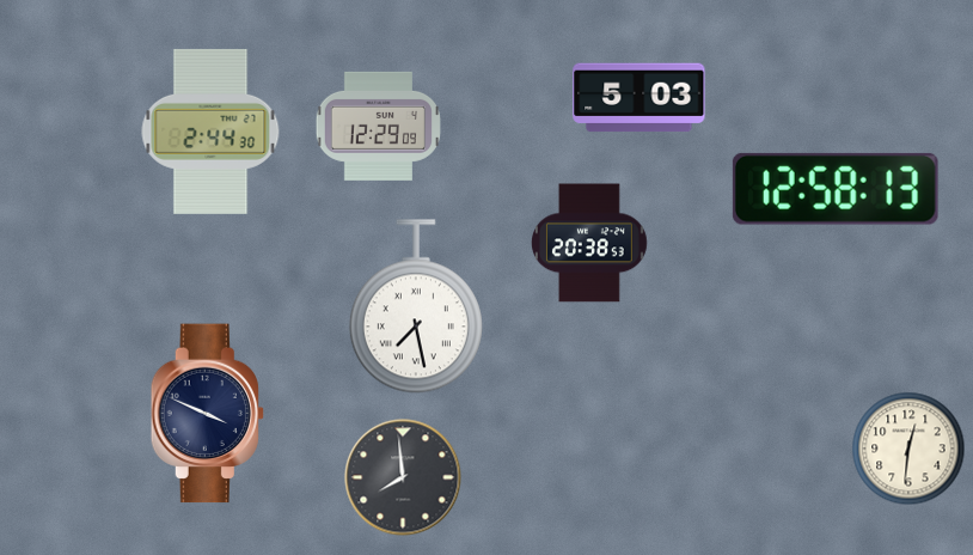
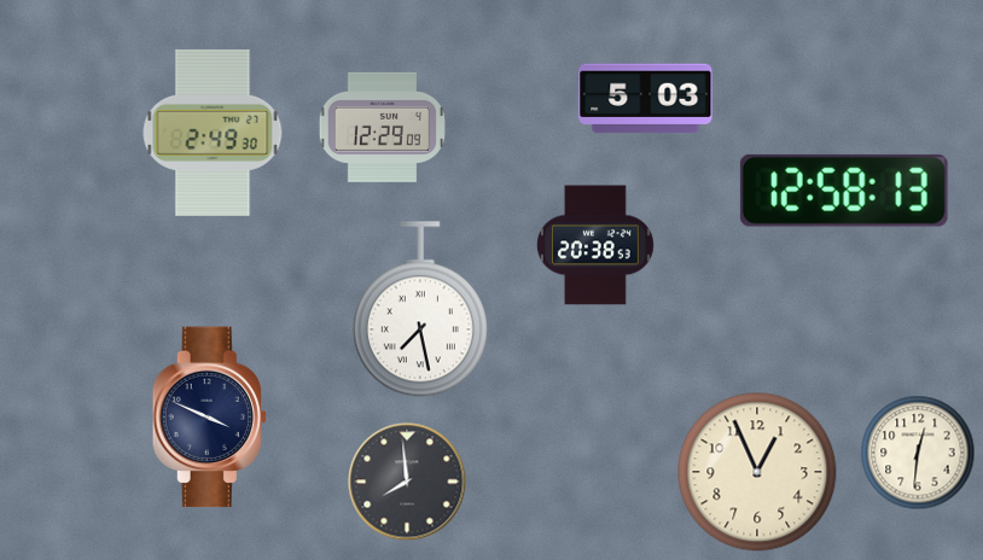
clock at (210, 132): 2:44 -> 2:49
clock at (757, 472): none -> 12:56
